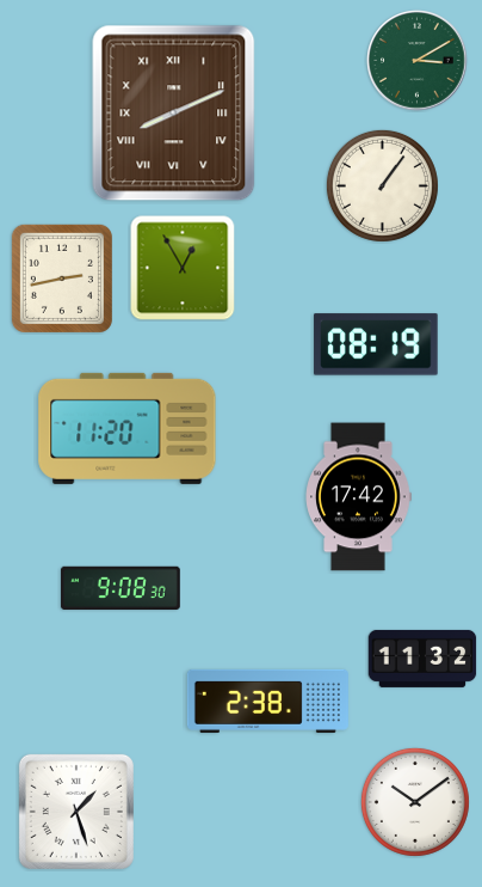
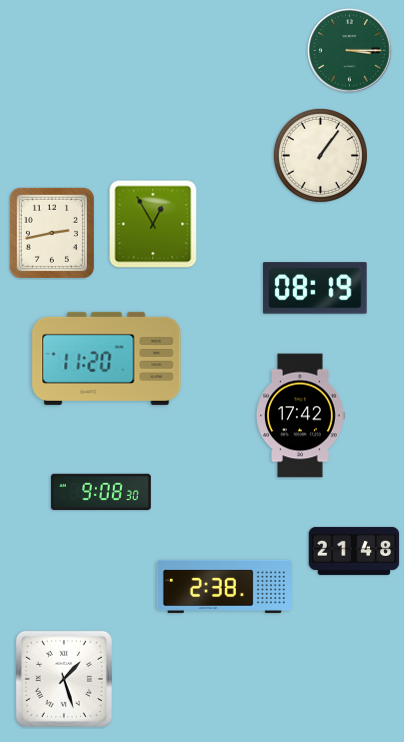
clock at (418, 61): 3:10 -> 3:15
clock at (174, 114): 8:11 -> none
clock at (422, 659): 11:32 -> 21:48
clock at (415, 802): 10:09 -> none
